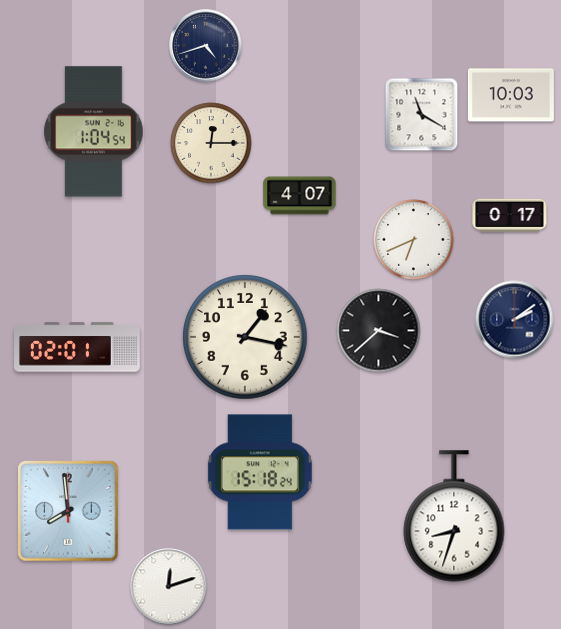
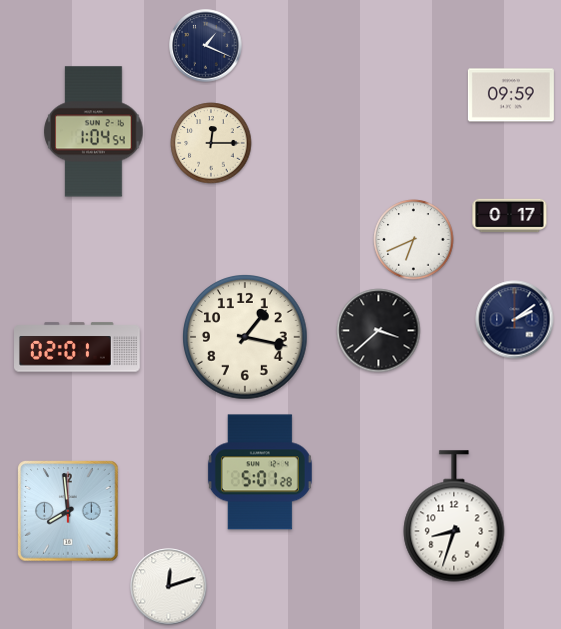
clock at (206, 46): 4:42 -> 1:19
clock at (511, 95): 10:03 -> 09:59
clock at (422, 115): 11:20 -> none
clock at (300, 196): 4:07 -> none
clock at (260, 472): 15:18 -> 5:01
